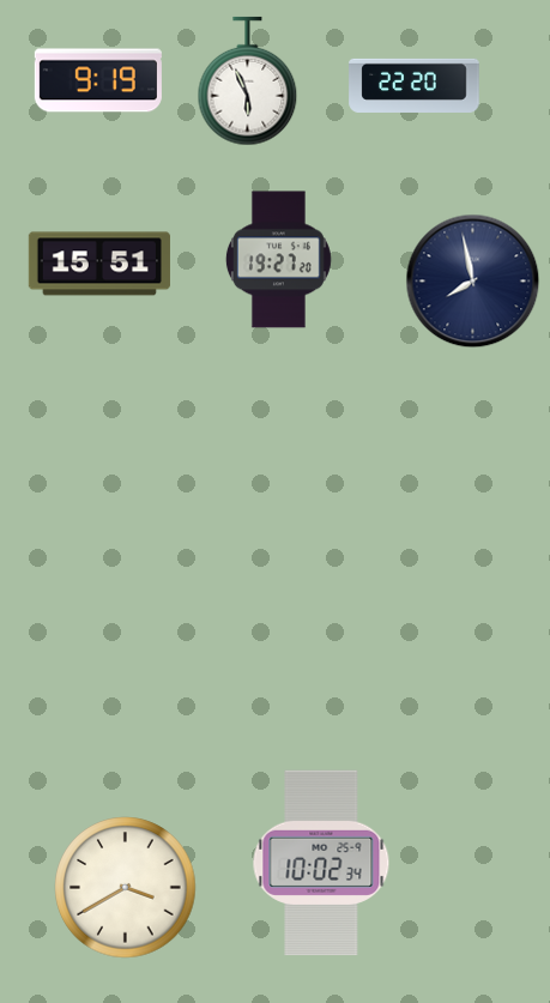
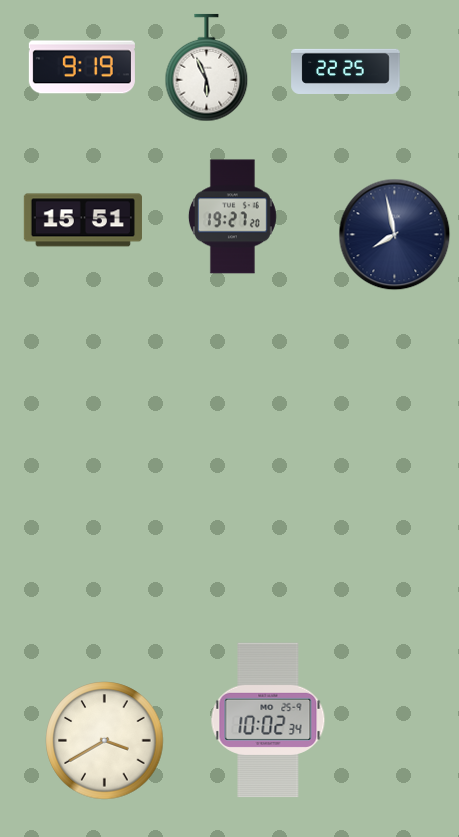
clock at (415, 85): 22:20 -> 22:25
